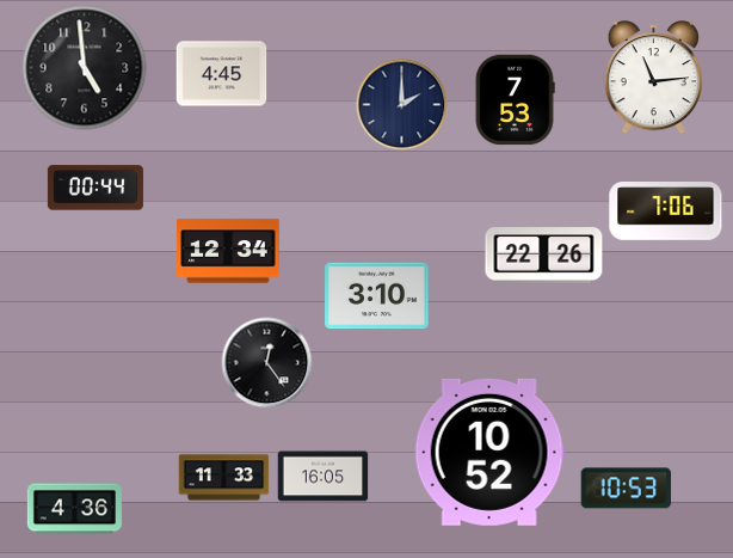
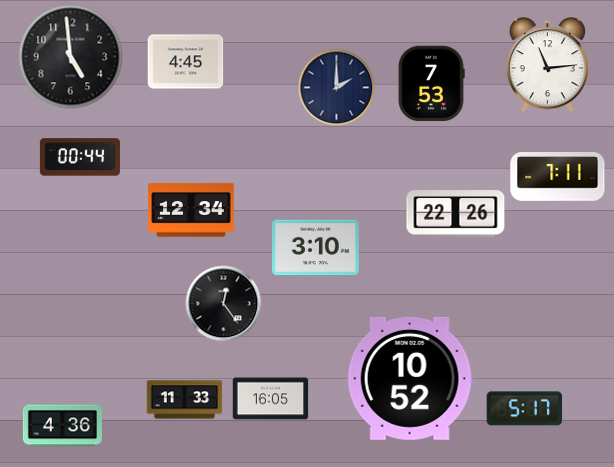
clock at (666, 211): 7:06 -> 7:11
clock at (224, 478) position: (224, 478) -> (185, 400)
clock at (627, 489): 10:53 -> 5:17
